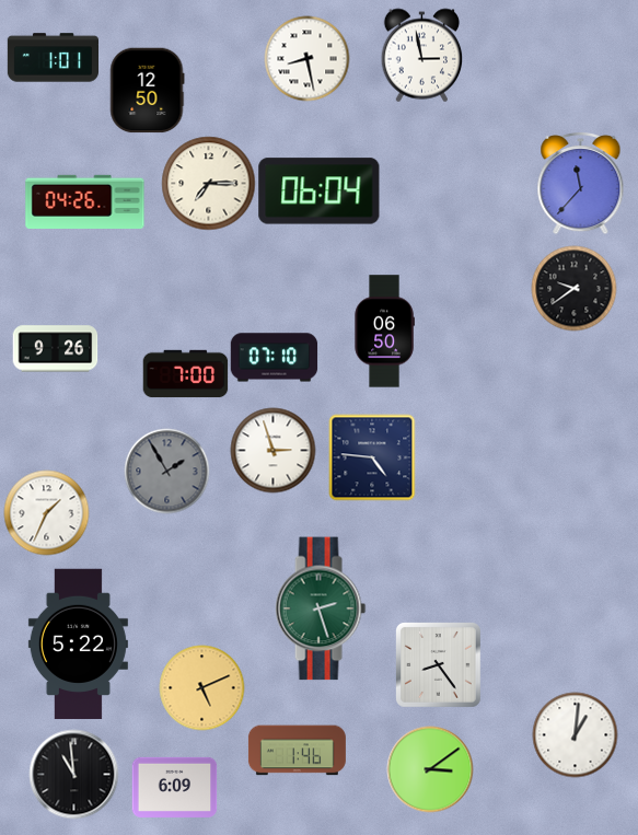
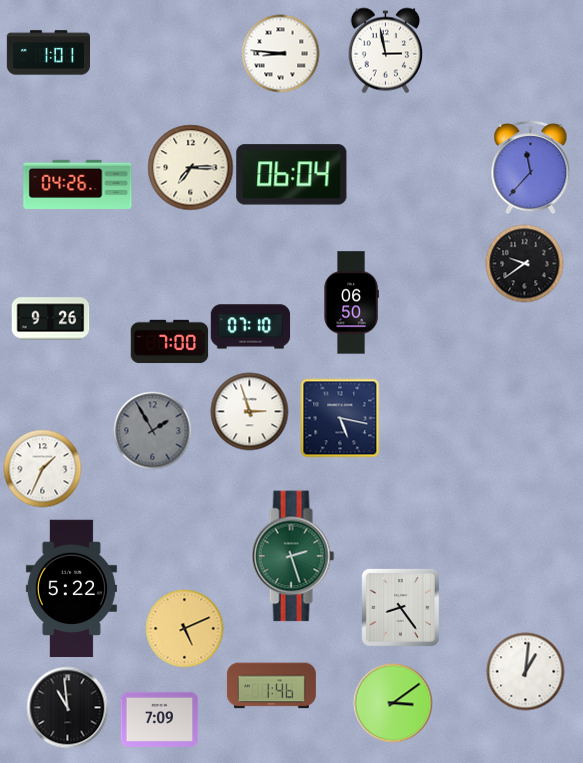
clock at (306, 58): 8:28 -> 8:46
clock at (148, 90): 12:50 -> none
clock at (372, 457): 4:46 -> 5:17
clock at (174, 787): 6:09 -> 7:09
